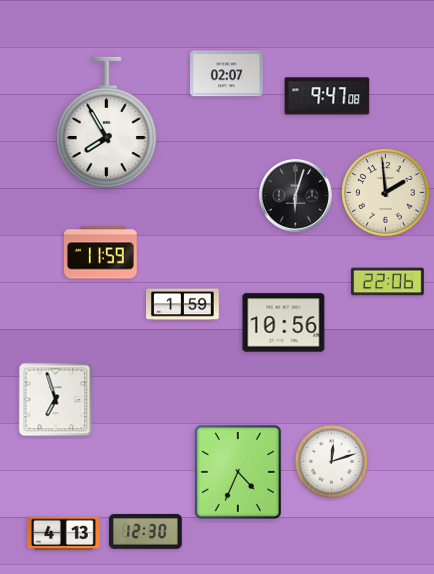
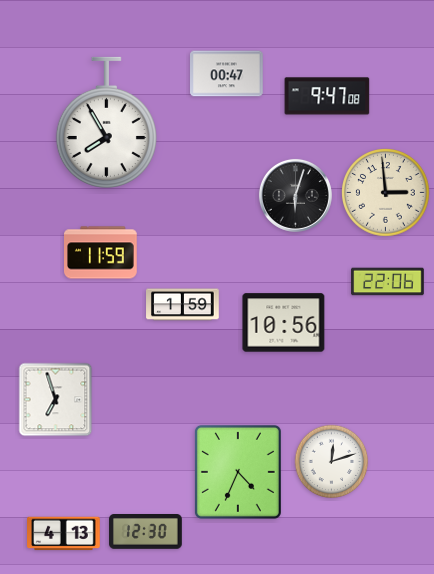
clock at (227, 74): 02:07 -> 00:47
clock at (386, 193): 1:59 -> 2:59
